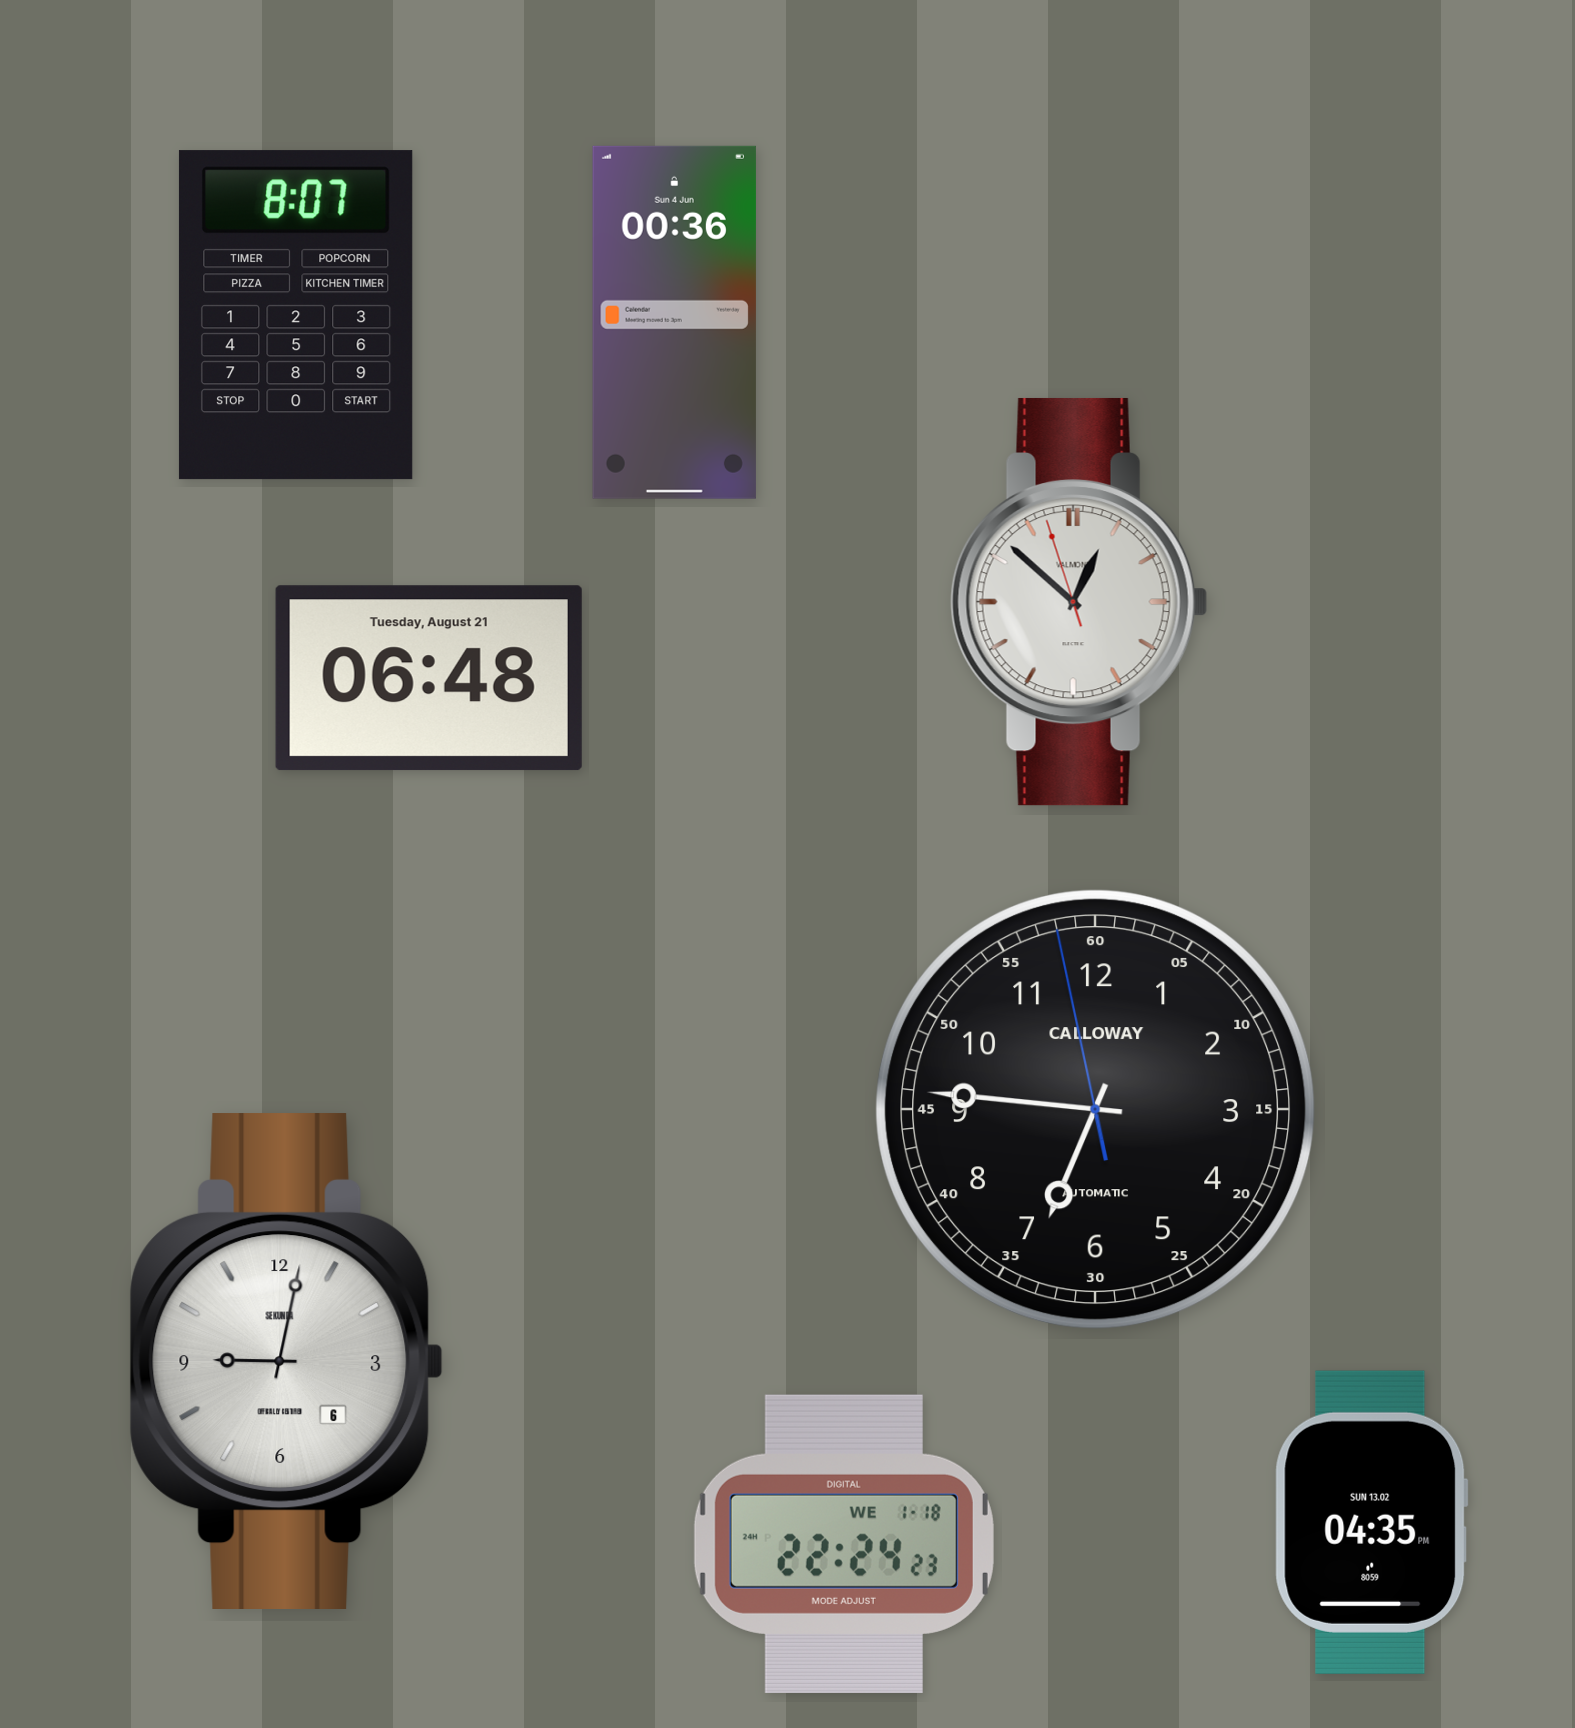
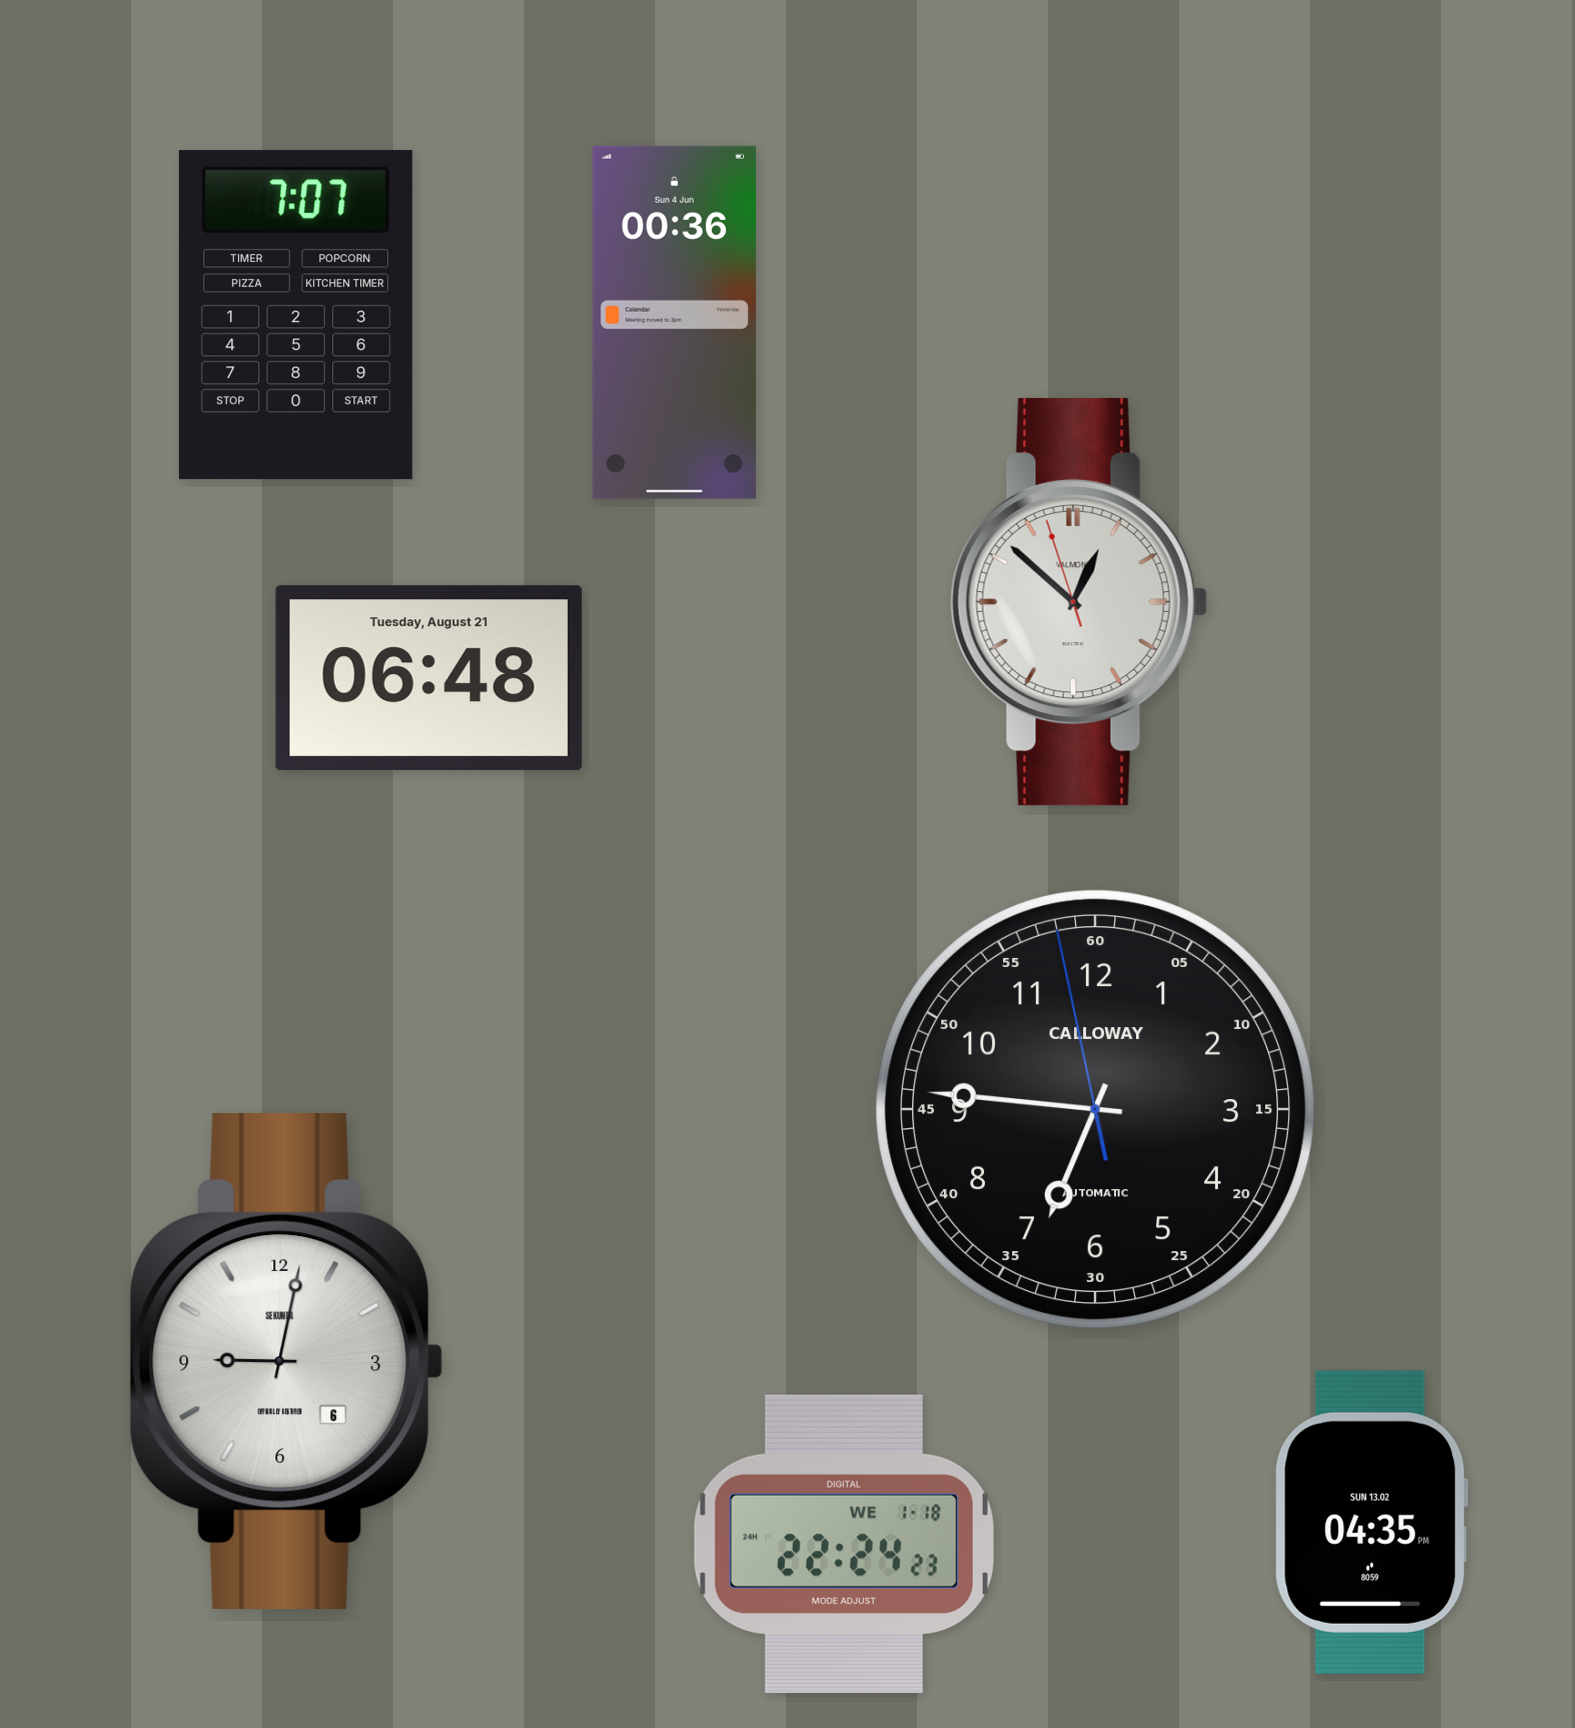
clock at (296, 315): 8:07 -> 7:07
